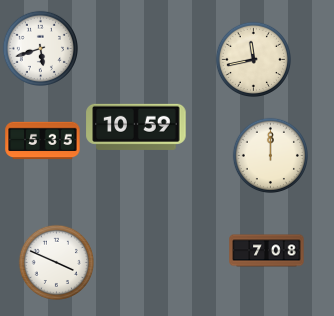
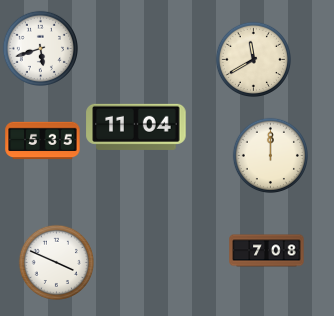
clock at (253, 59): 11:43 -> 11:40
clock at (136, 127): 10:59 -> 11:04
